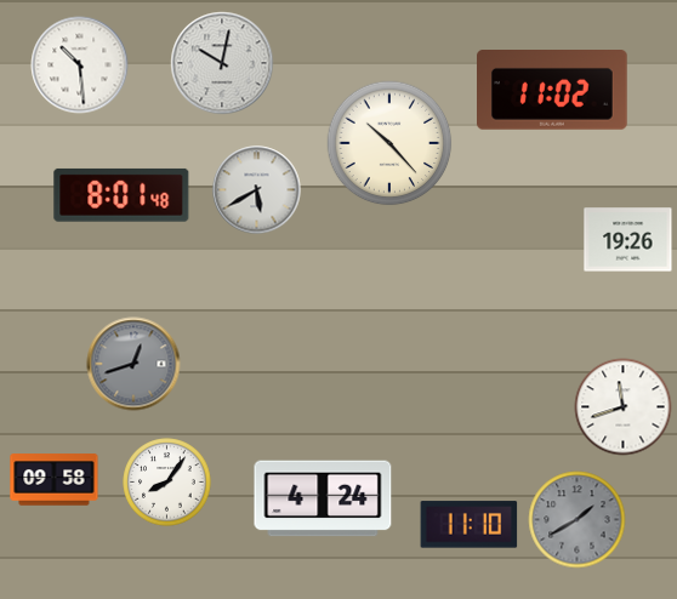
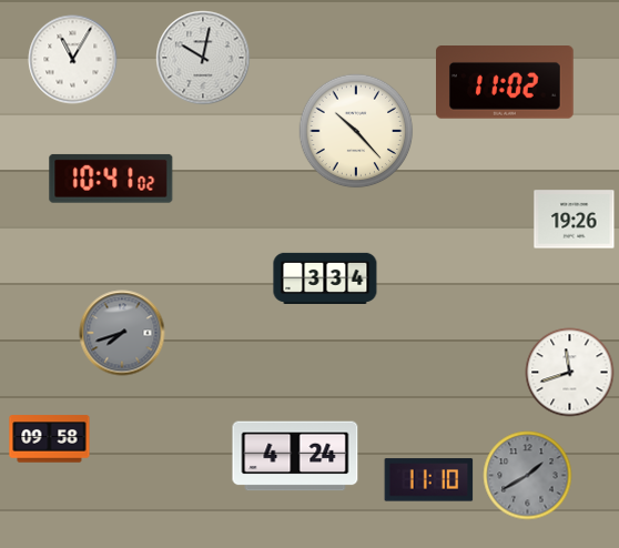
clock at (80, 65): 10:29 -> 11:05
clock at (257, 190): 5:40 -> none
clock at (121, 195): 8:01 -> 10:41
clock at (325, 278): none -> 3:34
clock at (133, 364): 12:42 -> 7:42
clock at (167, 483): 8:06 -> none
